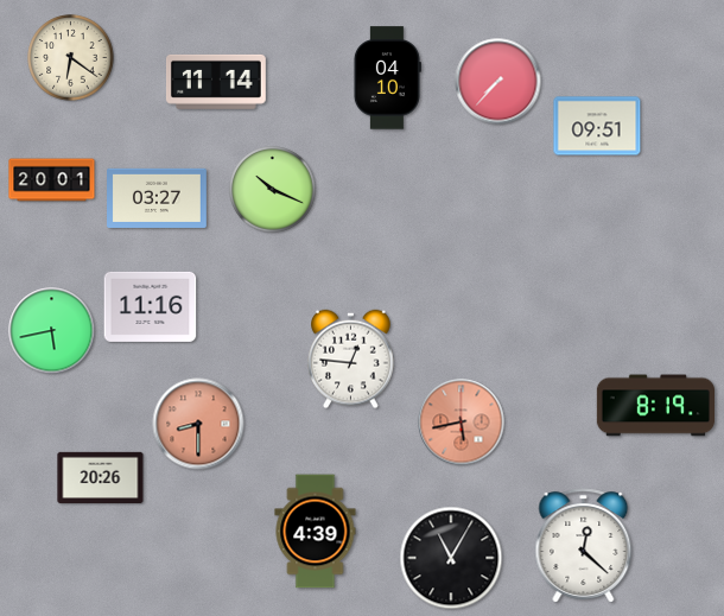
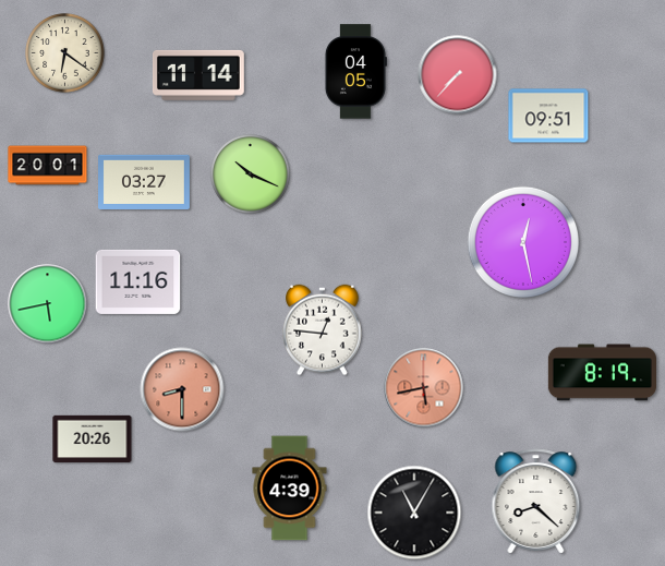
clock at (387, 78): 04:10 -> 04:05
clock at (522, 241): none -> 12:28
clock at (584, 546): 12:22 -> 8:22
